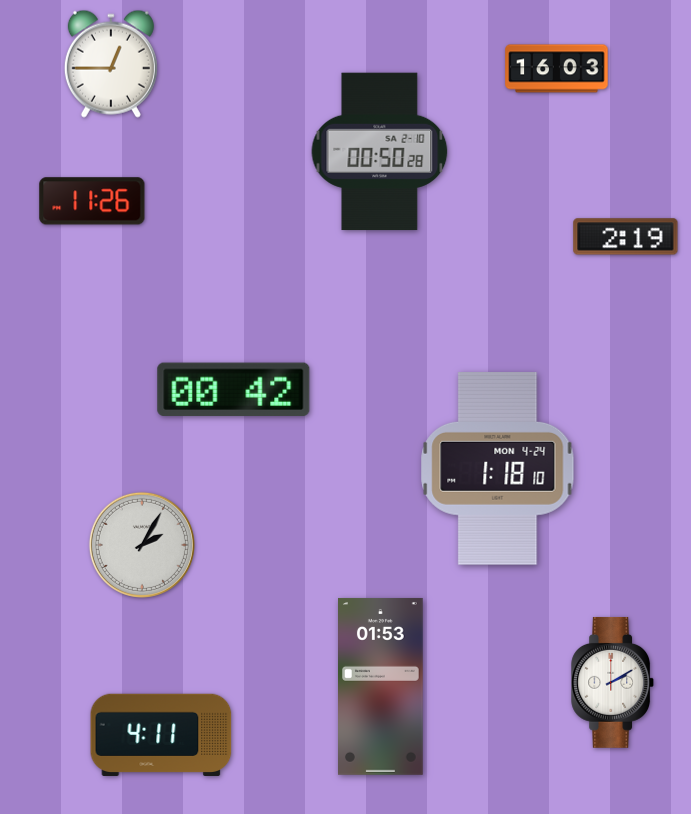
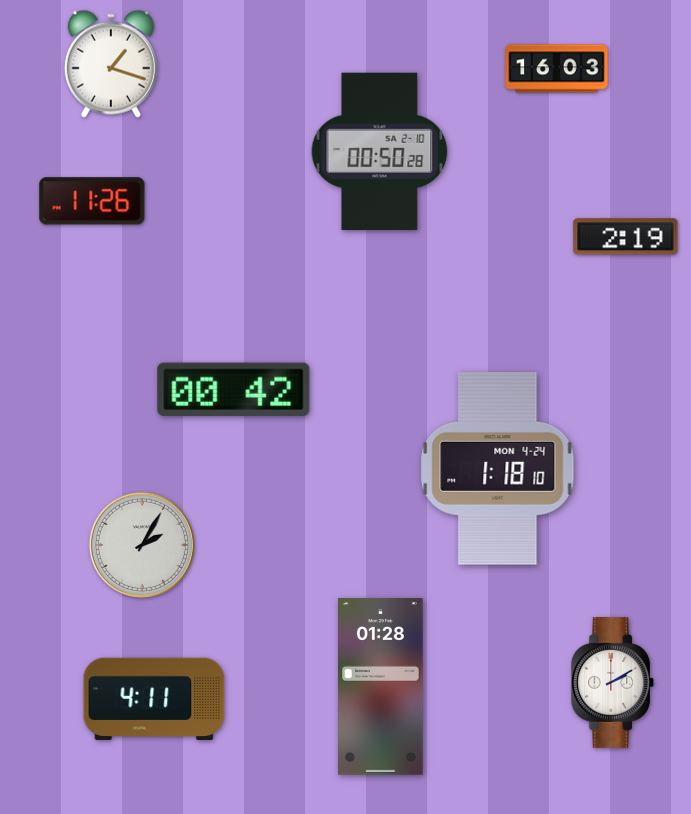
clock at (111, 64): 12:45 -> 1:18
clock at (381, 686): 01:53 -> 01:28
clock at (161, 735) position: (161, 735) -> (154, 699)
